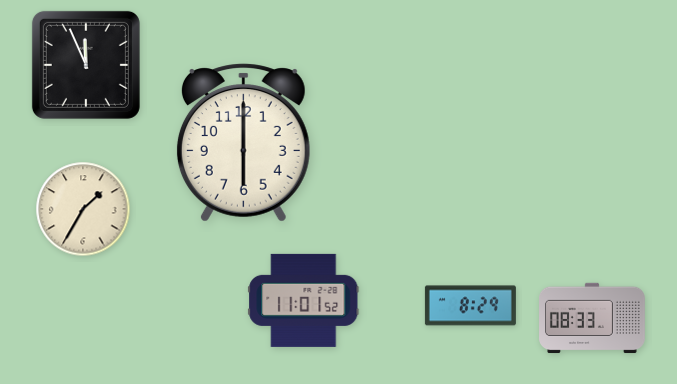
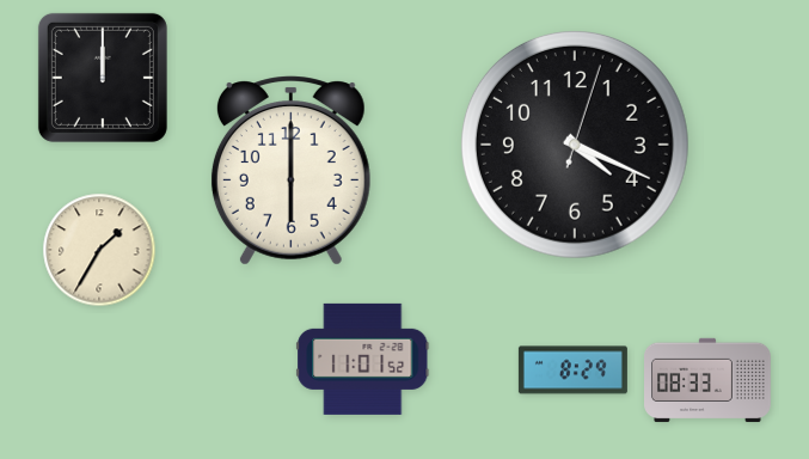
clock at (86, 65): 11:56 -> 12:00
clock at (575, 145): none -> 4:19
clock at (470, 306) position: (470, 306) -> (572, 371)
